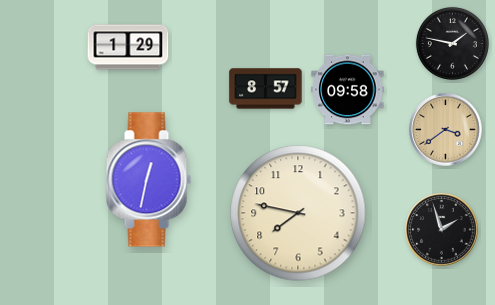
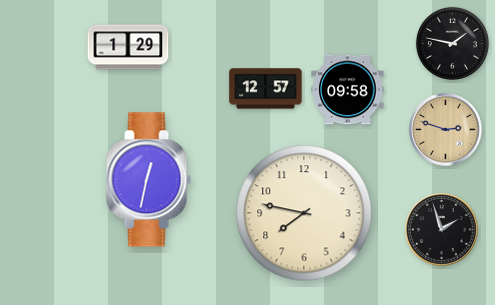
clock at (266, 89): 8:57 -> 12:57
clock at (446, 130): 3:39 -> 2:48
clock at (298, 213) position: (298, 213) -> (304, 213)
